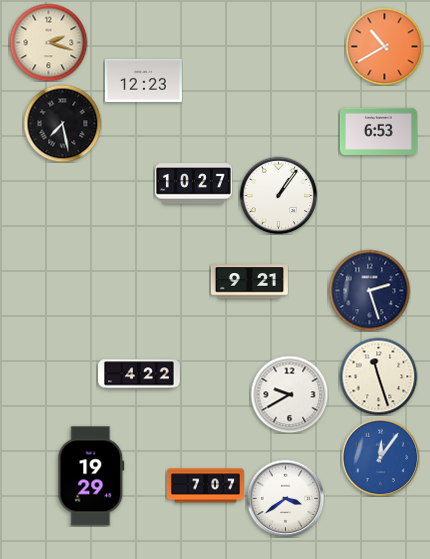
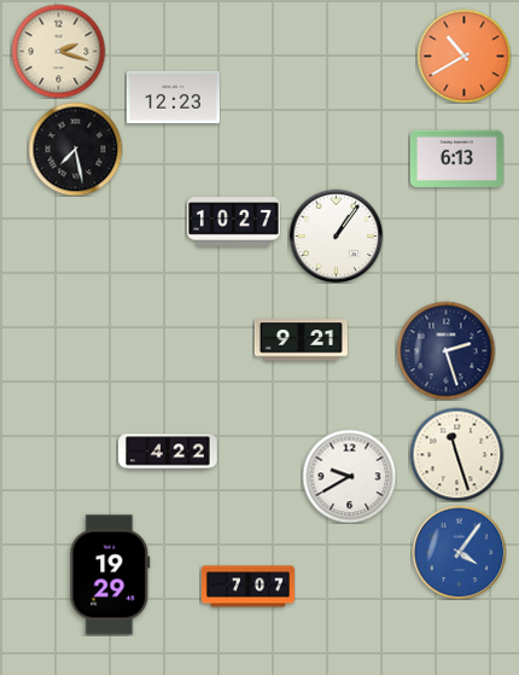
clock at (378, 131): 6:53 -> 6:13
clock at (380, 457): 12:06 -> 4:06
clock at (285, 498): 3:39 -> none
